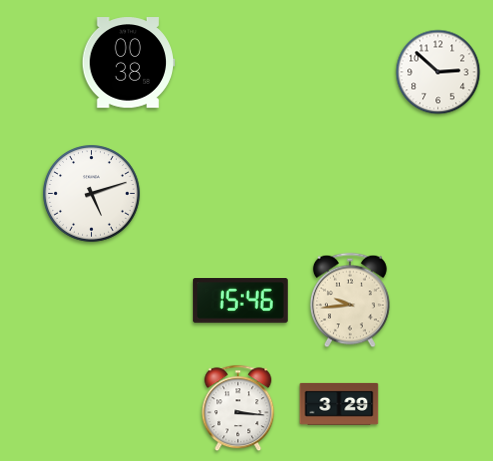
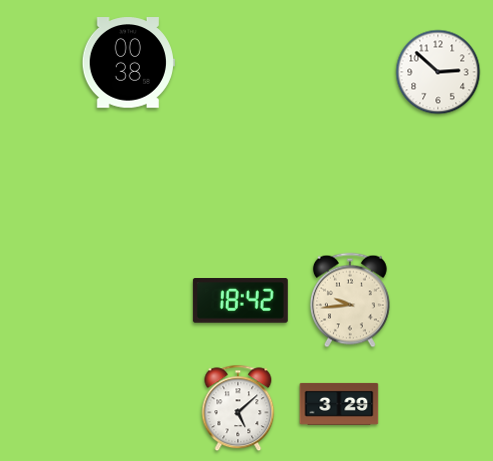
clock at (92, 194): 5:12 -> none
clock at (240, 301): 15:46 -> 18:42
clock at (238, 408): 3:16 -> 5:08
